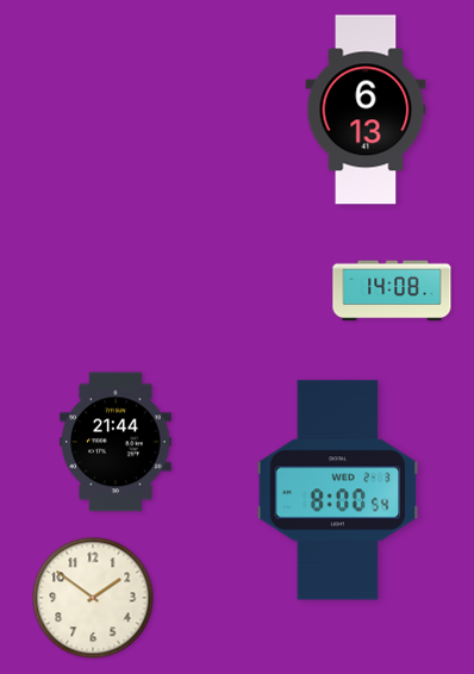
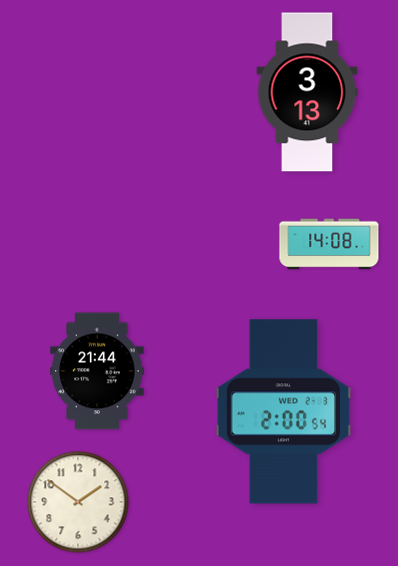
clock at (366, 110): 6:13 -> 3:13
clock at (338, 491): 8:00 -> 2:00
